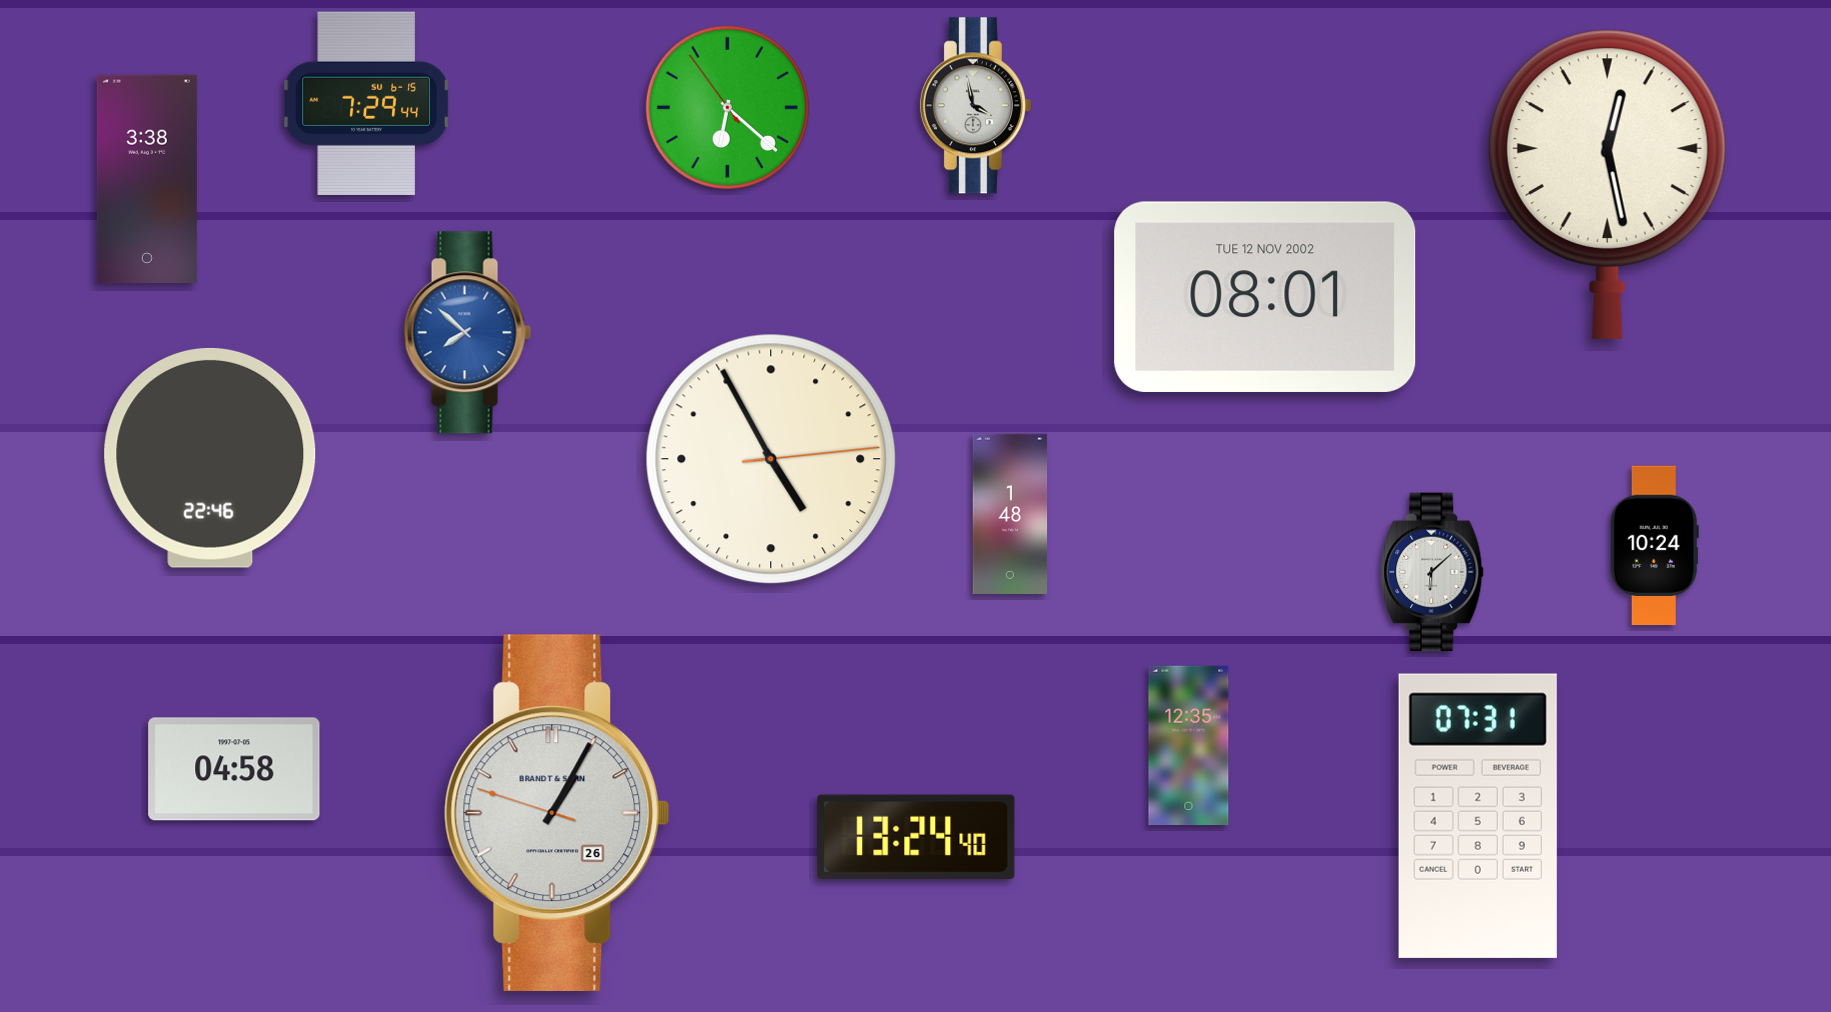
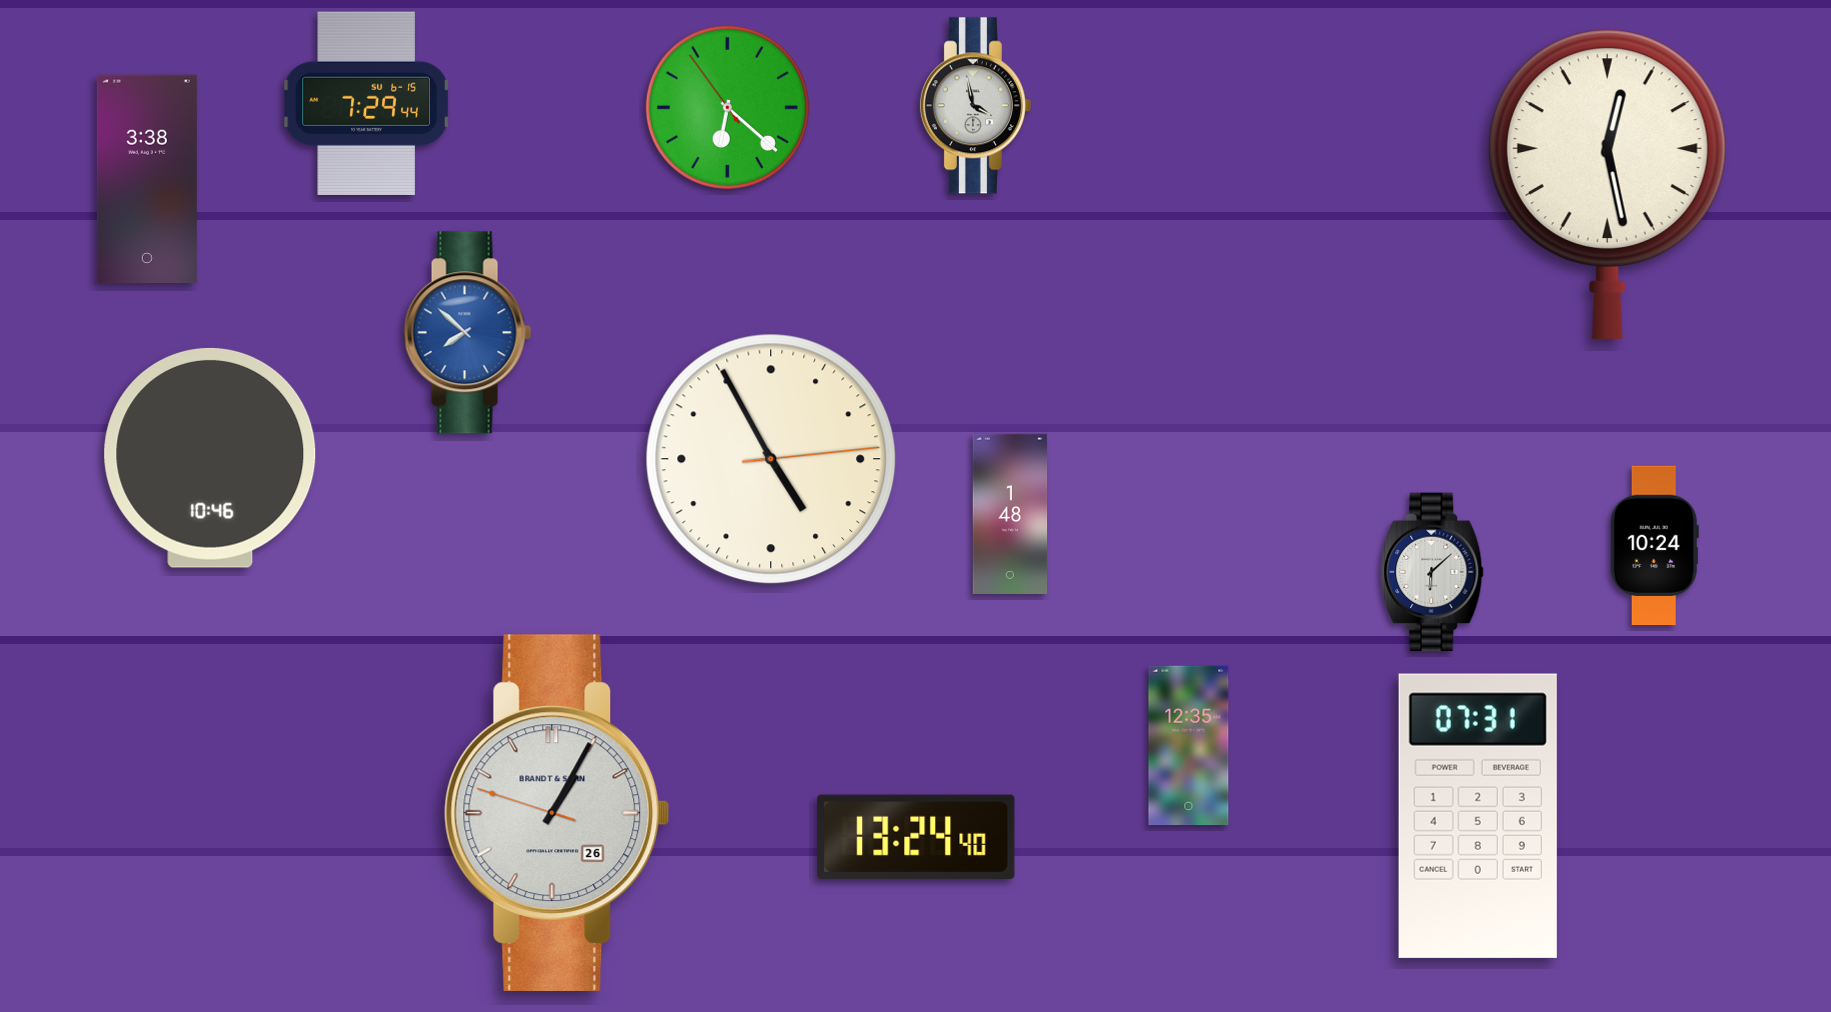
clock at (1265, 297): 08:01 -> none
clock at (210, 458): 22:46 -> 10:46
clock at (234, 769): 04:58 -> none
